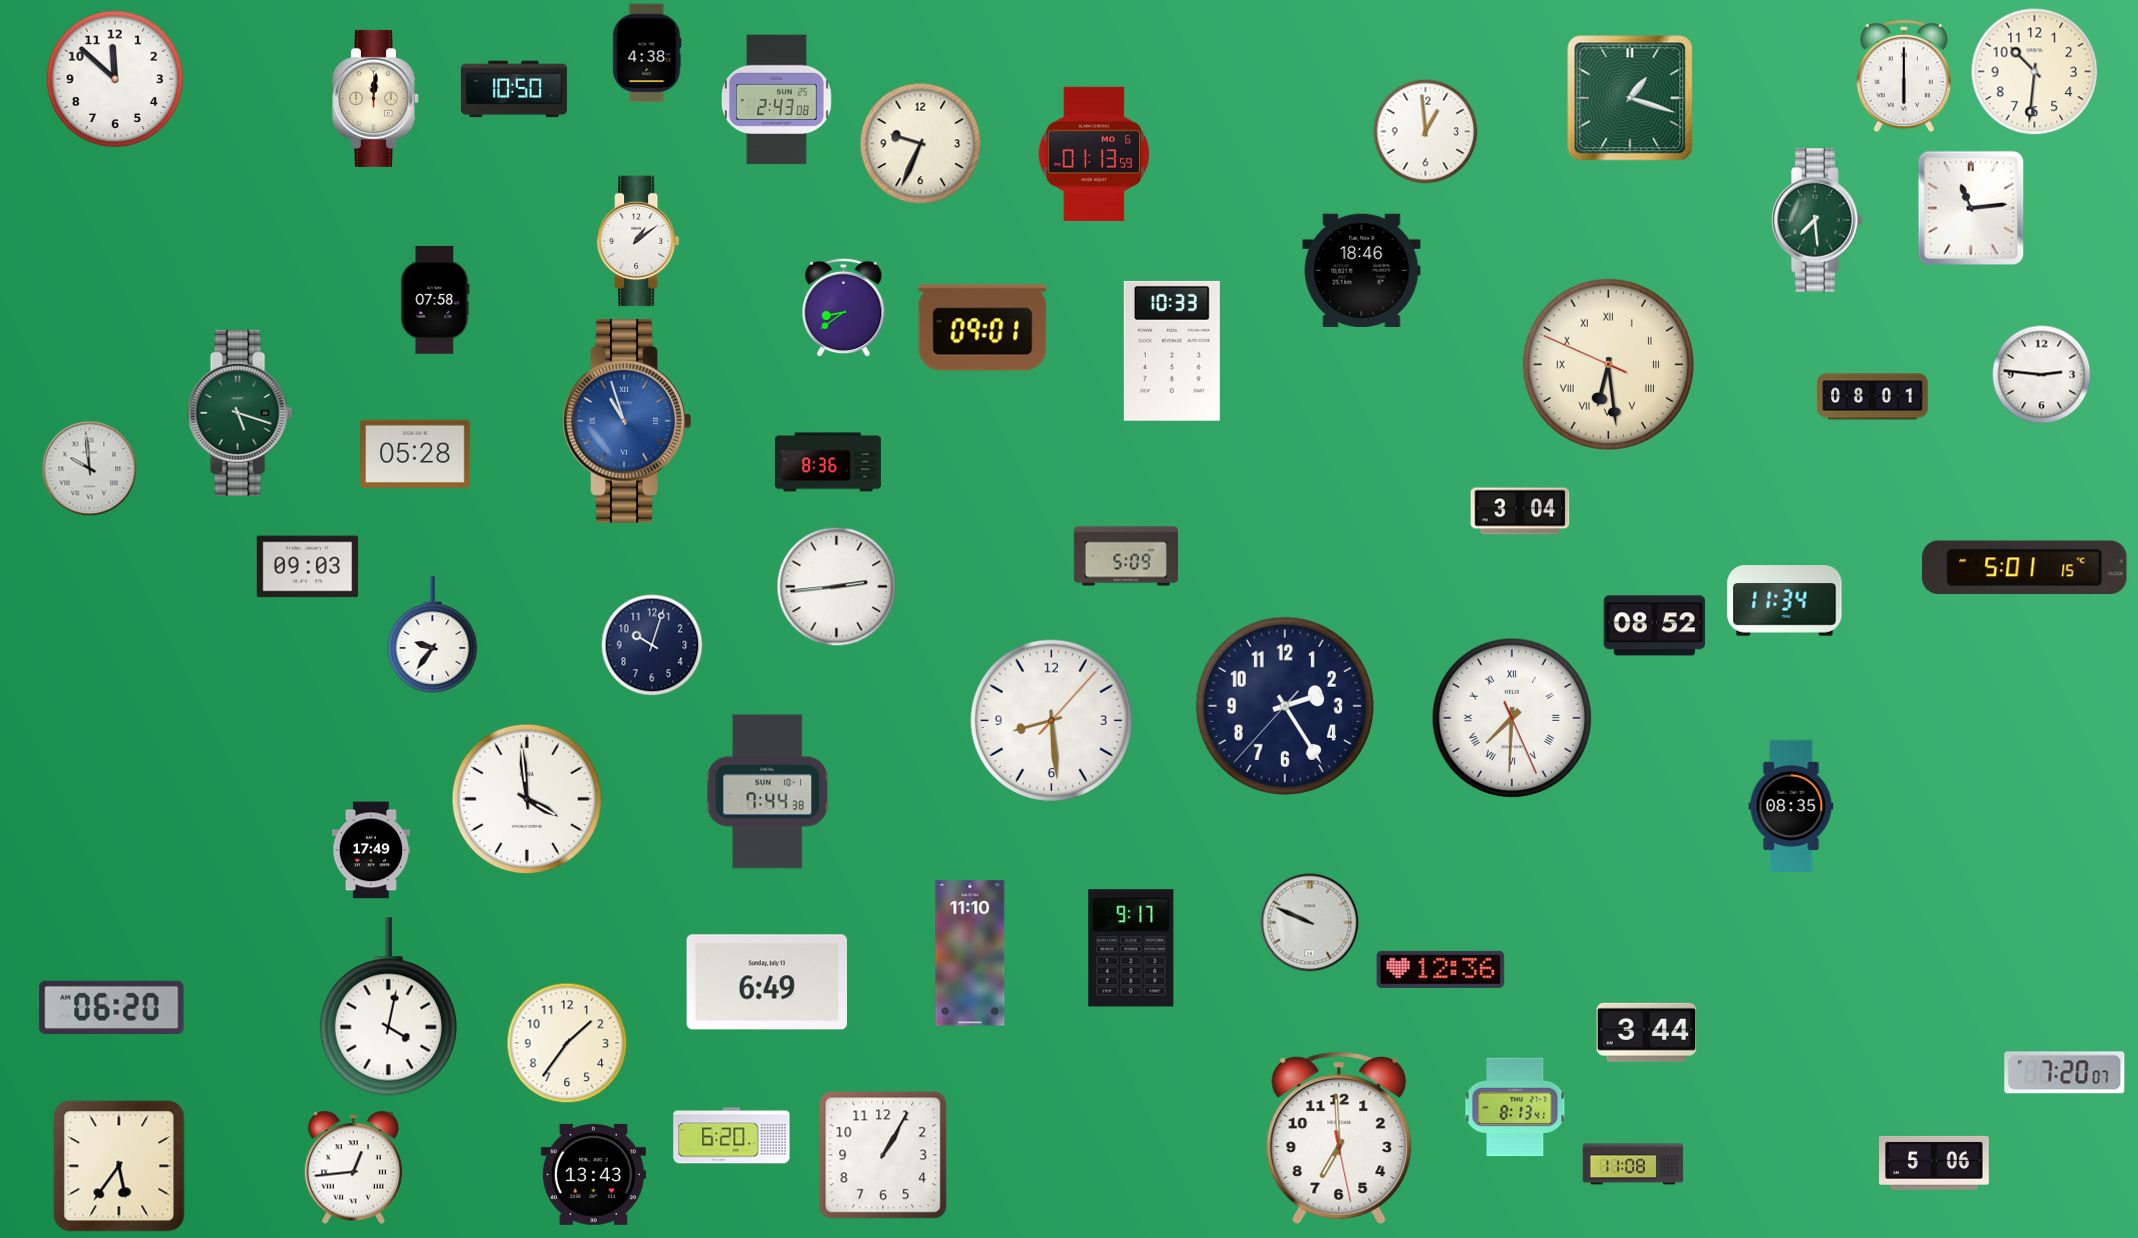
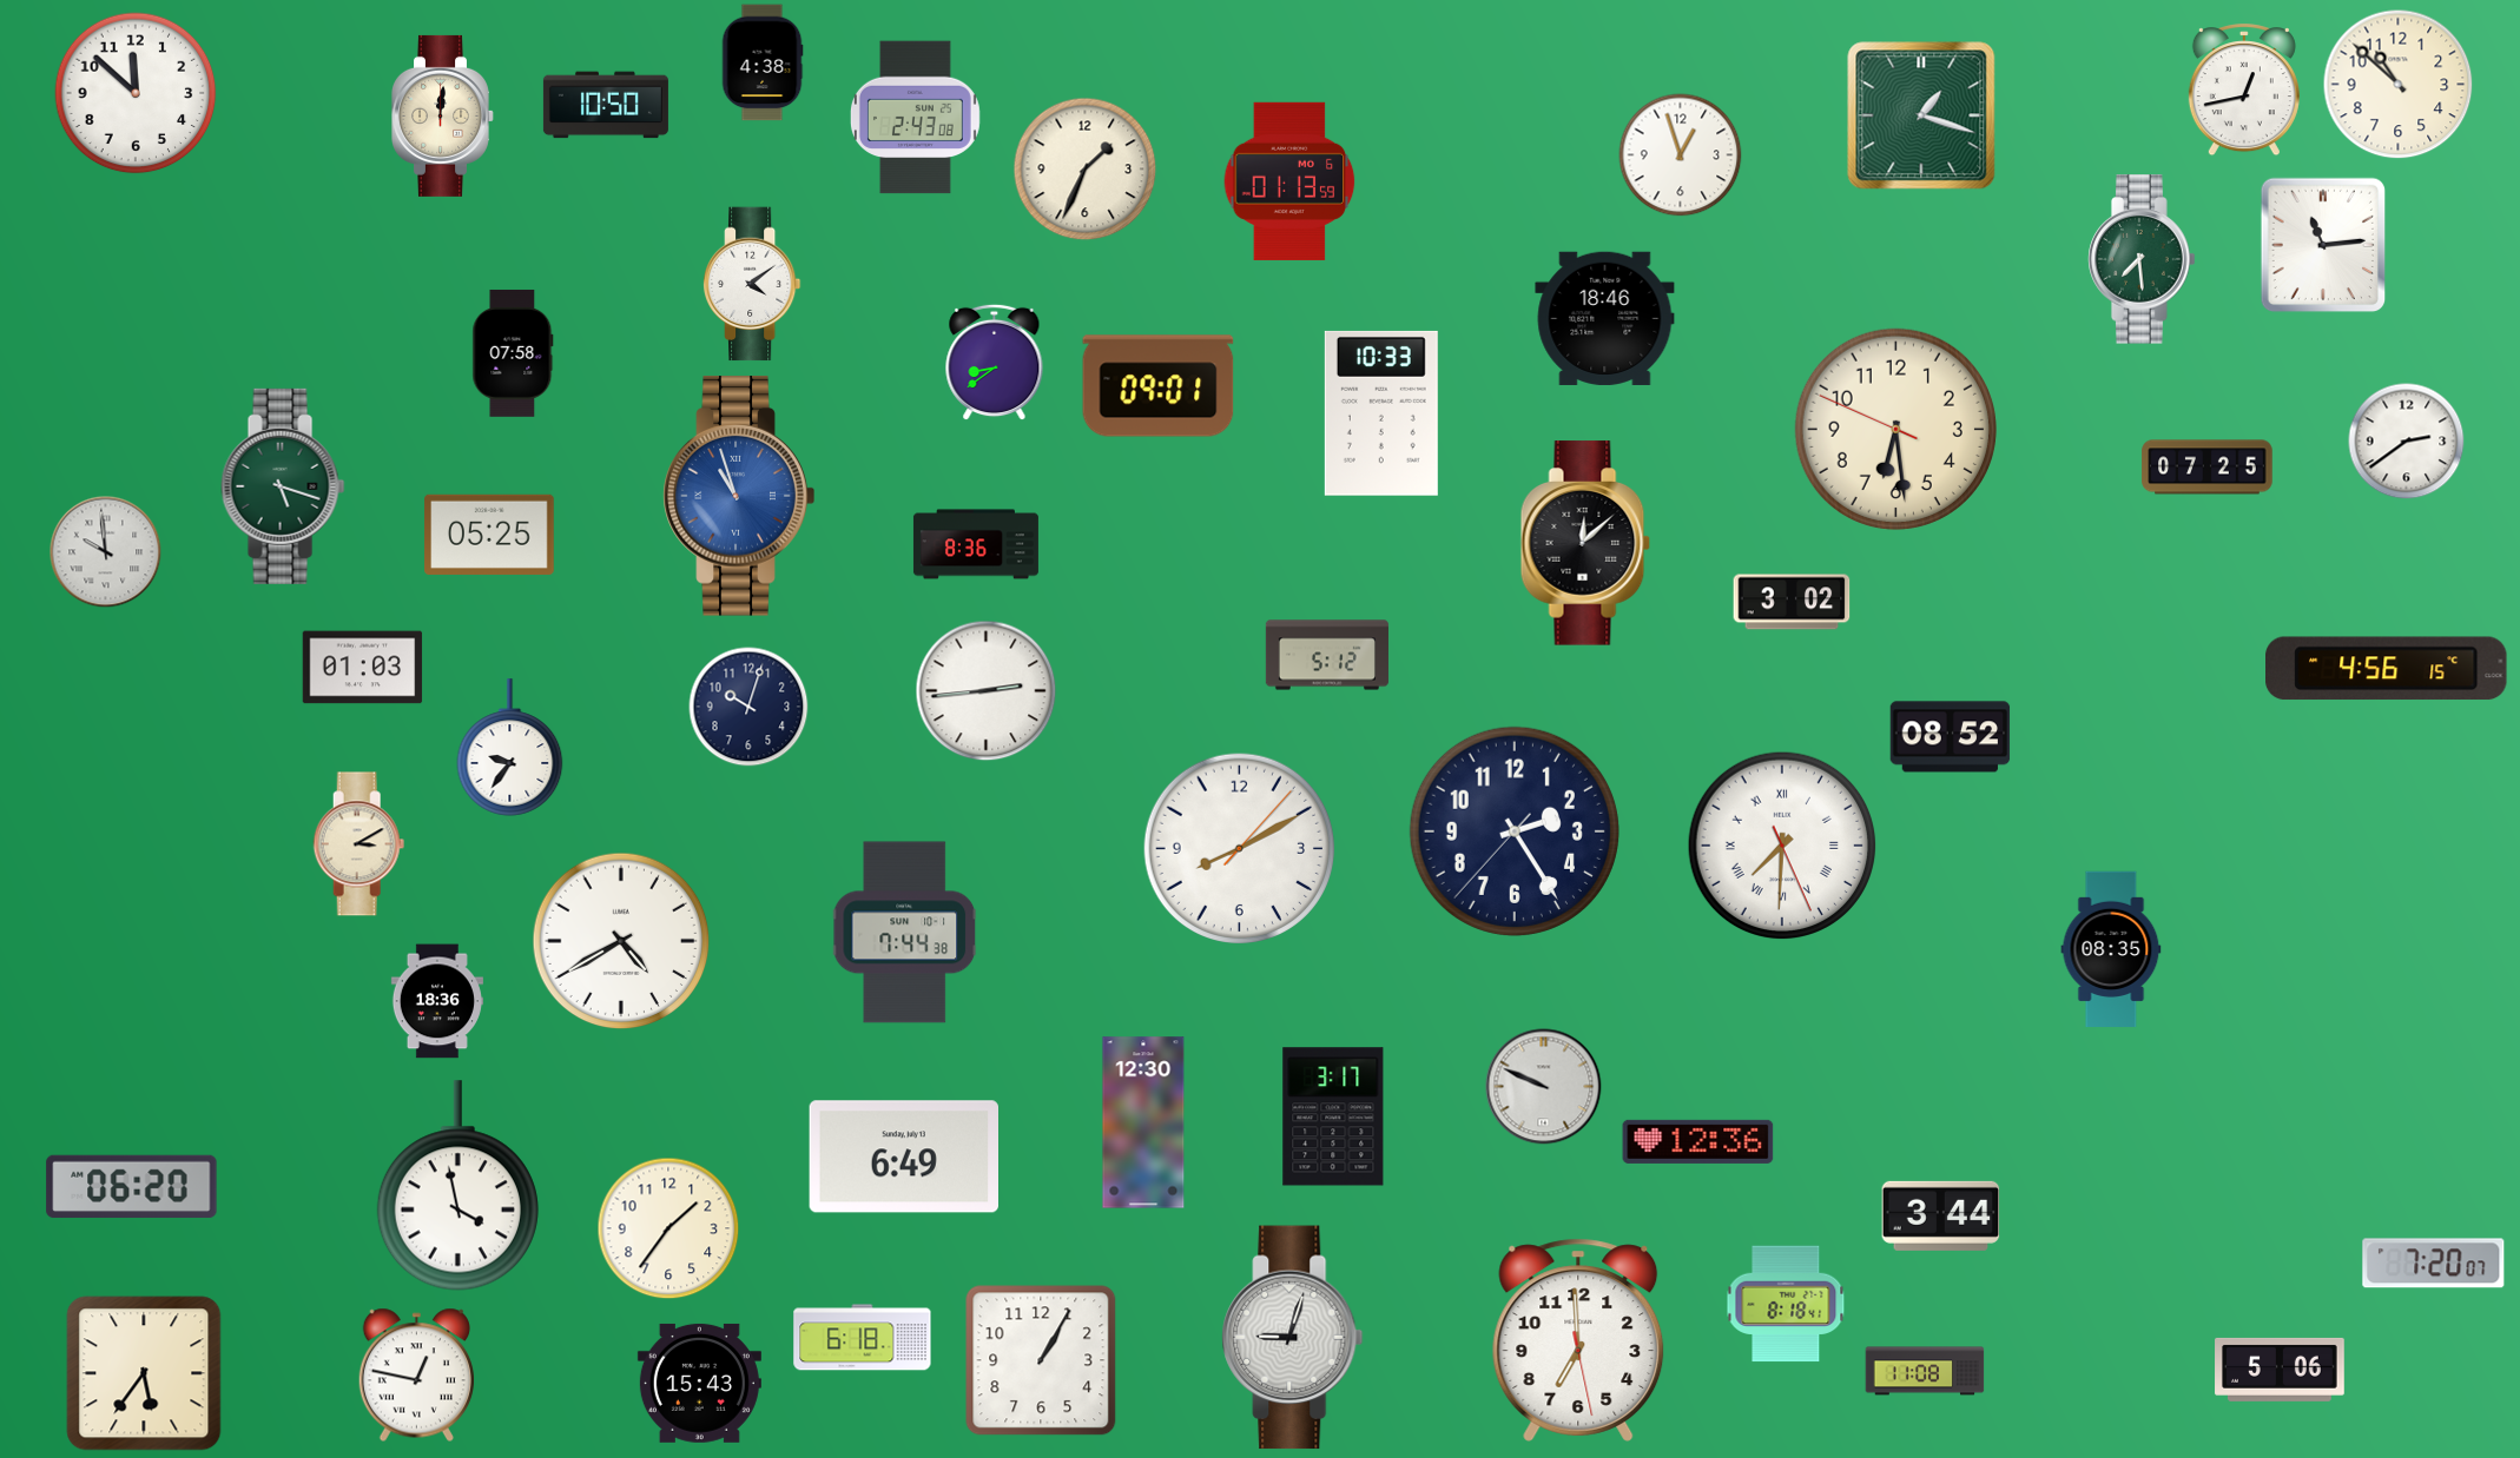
clock at (2035, 72): 10:31 -> 10:52
clock at (1904, 77): 6:00 -> 12:43
clock at (1426, 132): 12:59 -> 12:57
clock at (921, 144): 9:34 -> 1:34
clock at (638, 241): 1:09 -> 4:09
clock at (1608, 364) numerals: Roman -> Arabic
clock at (2042, 375): 2:46 -> 2:39
clock at (1873, 397): 08:01 -> 07:25
clock at (416, 454): 05:28 -> 05:25
clock at (1585, 543): none -> 12:08
clock at (1520, 511): 3:04 -> 3:02
clock at (1126, 556): 5:09 -> 5:12
clock at (308, 567): 09:03 -> 01:03
clock at (2025, 567): 5:01 -> 4:56
clock at (1785, 601): 11:34 -> none
clock at (652, 645) position: (652, 645) -> (748, 707)
clock at (359, 844): none -> 3:10
clock at (1051, 720): 8:29 -> 8:10
clock at (527, 799): 3:59 -> 4:40
clock at (371, 850): 17:49 -> 18:36
clock at (1131, 948): 9:17 -> 3:17
clock at (970, 953): 11:10 -> 12:30
clock at (388, 1007): 4:02 -> 3:58
clock at (1515, 1107): 8:13 -> 8:18
clock at (732, 1136): 6:20 -> 6:18
clock at (1293, 1338): none -> 9:03
clock at (119, 1166) position: (119, 1166) -> (144, 1373)
clock at (353, 1168): 12:44 -> 12:47
clock at (593, 1174): 13:43 -> 15:43
